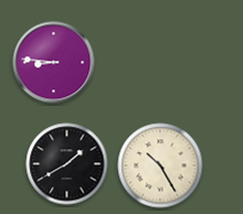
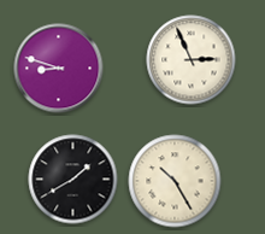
clock at (192, 60): none -> 2:56
clock at (54, 63): 8:46 -> 8:48
